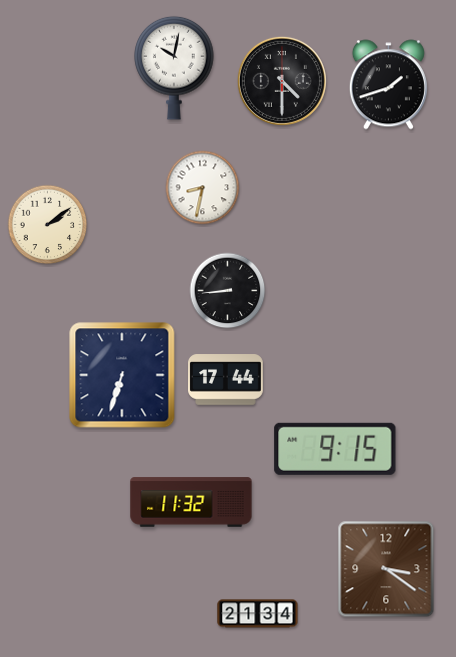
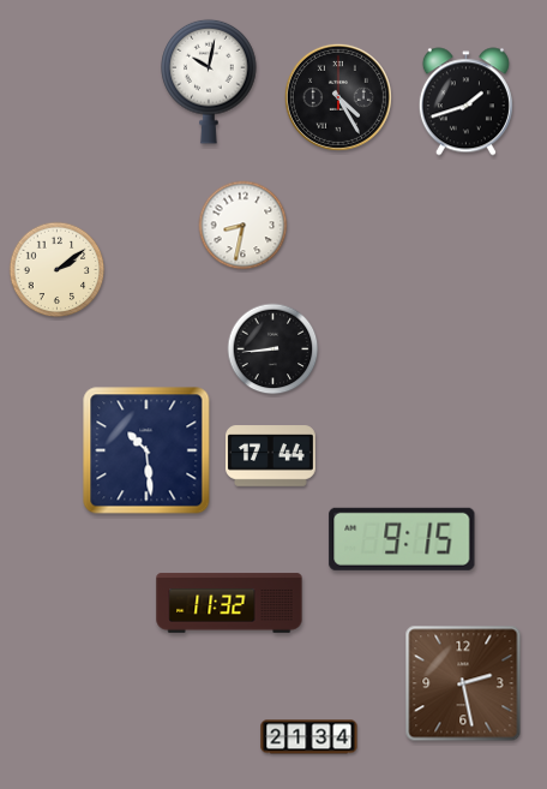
clock at (282, 81): 4:30 -> 4:25
clock at (122, 375): 6:33 -> 10:29
clock at (386, 569): 3:21 -> 2:28
